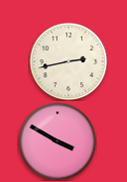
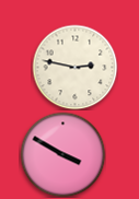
clock at (68, 61): 2:43 -> 2:47
